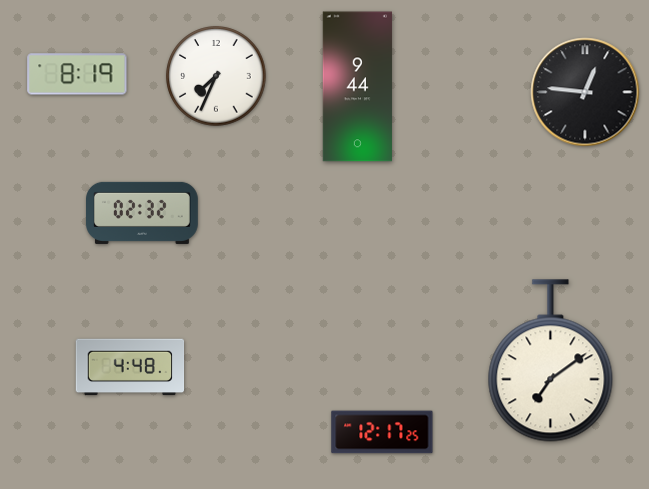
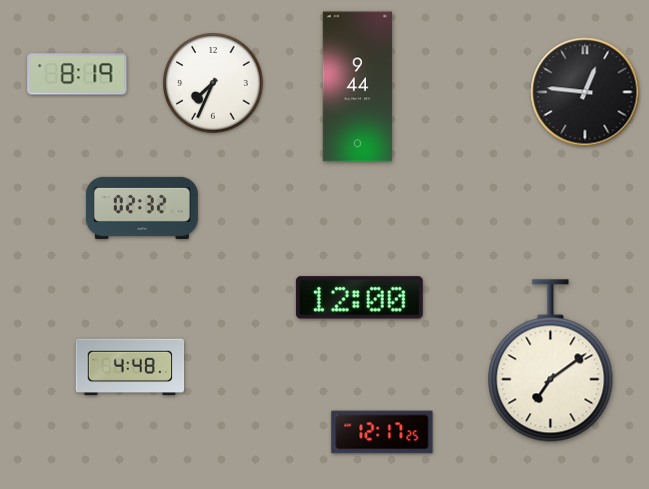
clock at (216, 76) position: (216, 76) -> (213, 83)
clock at (143, 213) position: (143, 213) -> (143, 208)
clock at (359, 298): none -> 12:00
